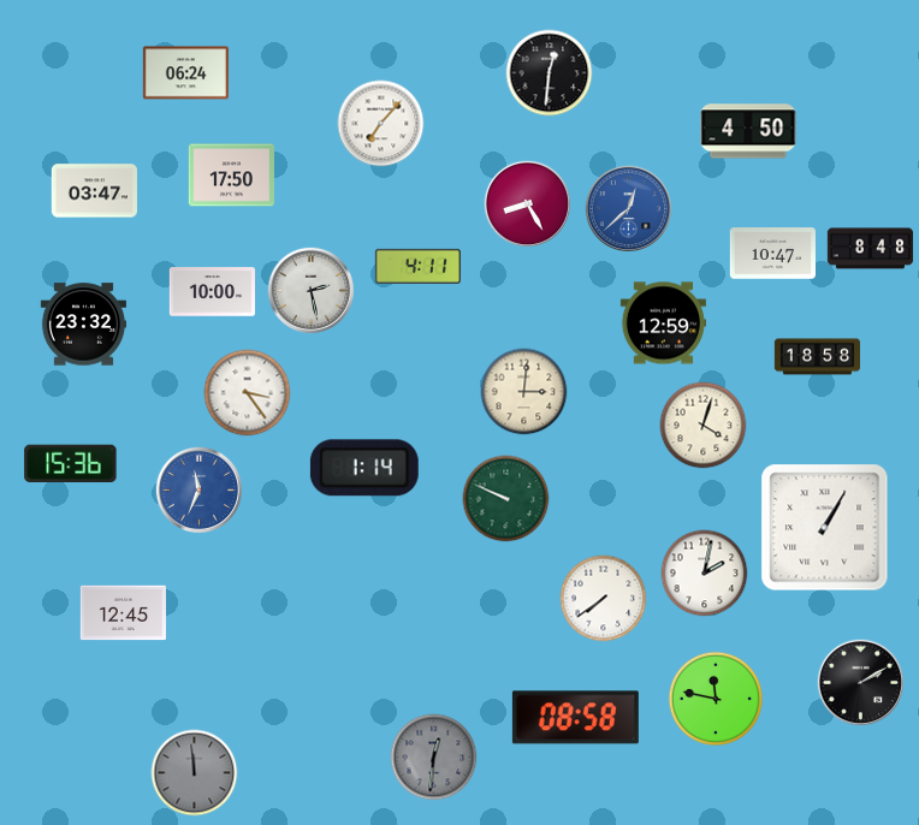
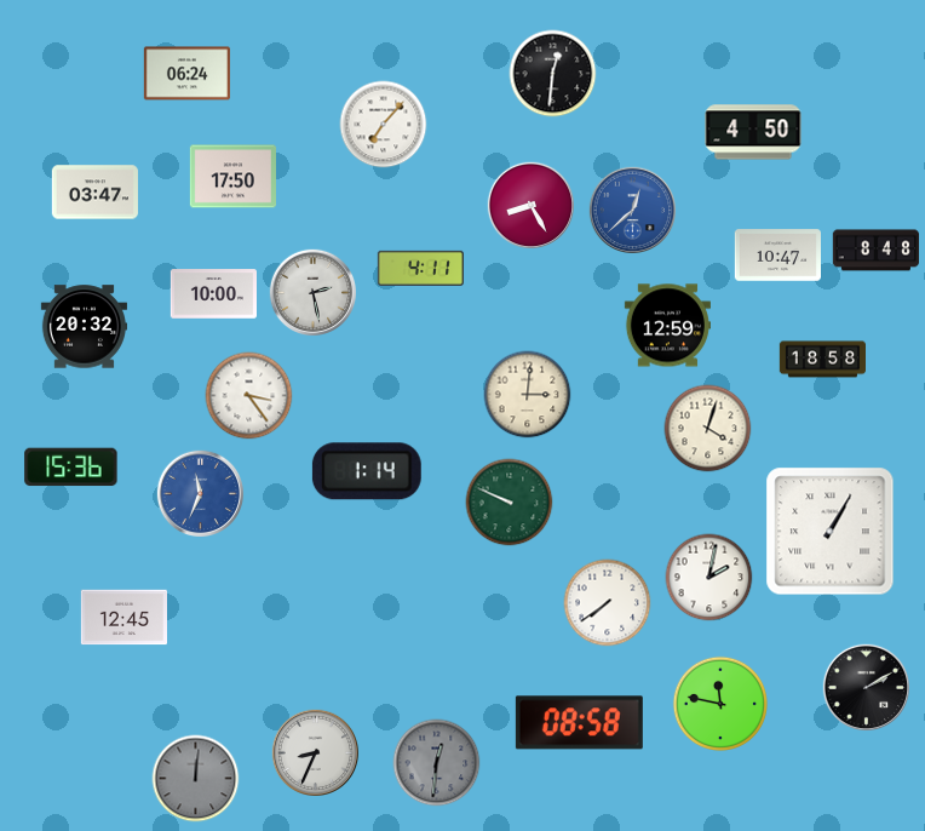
clock at (83, 325): 23:32 -> 20:32
clock at (315, 752): none -> 8:34
clock at (195, 773): 11:59 -> 12:01
